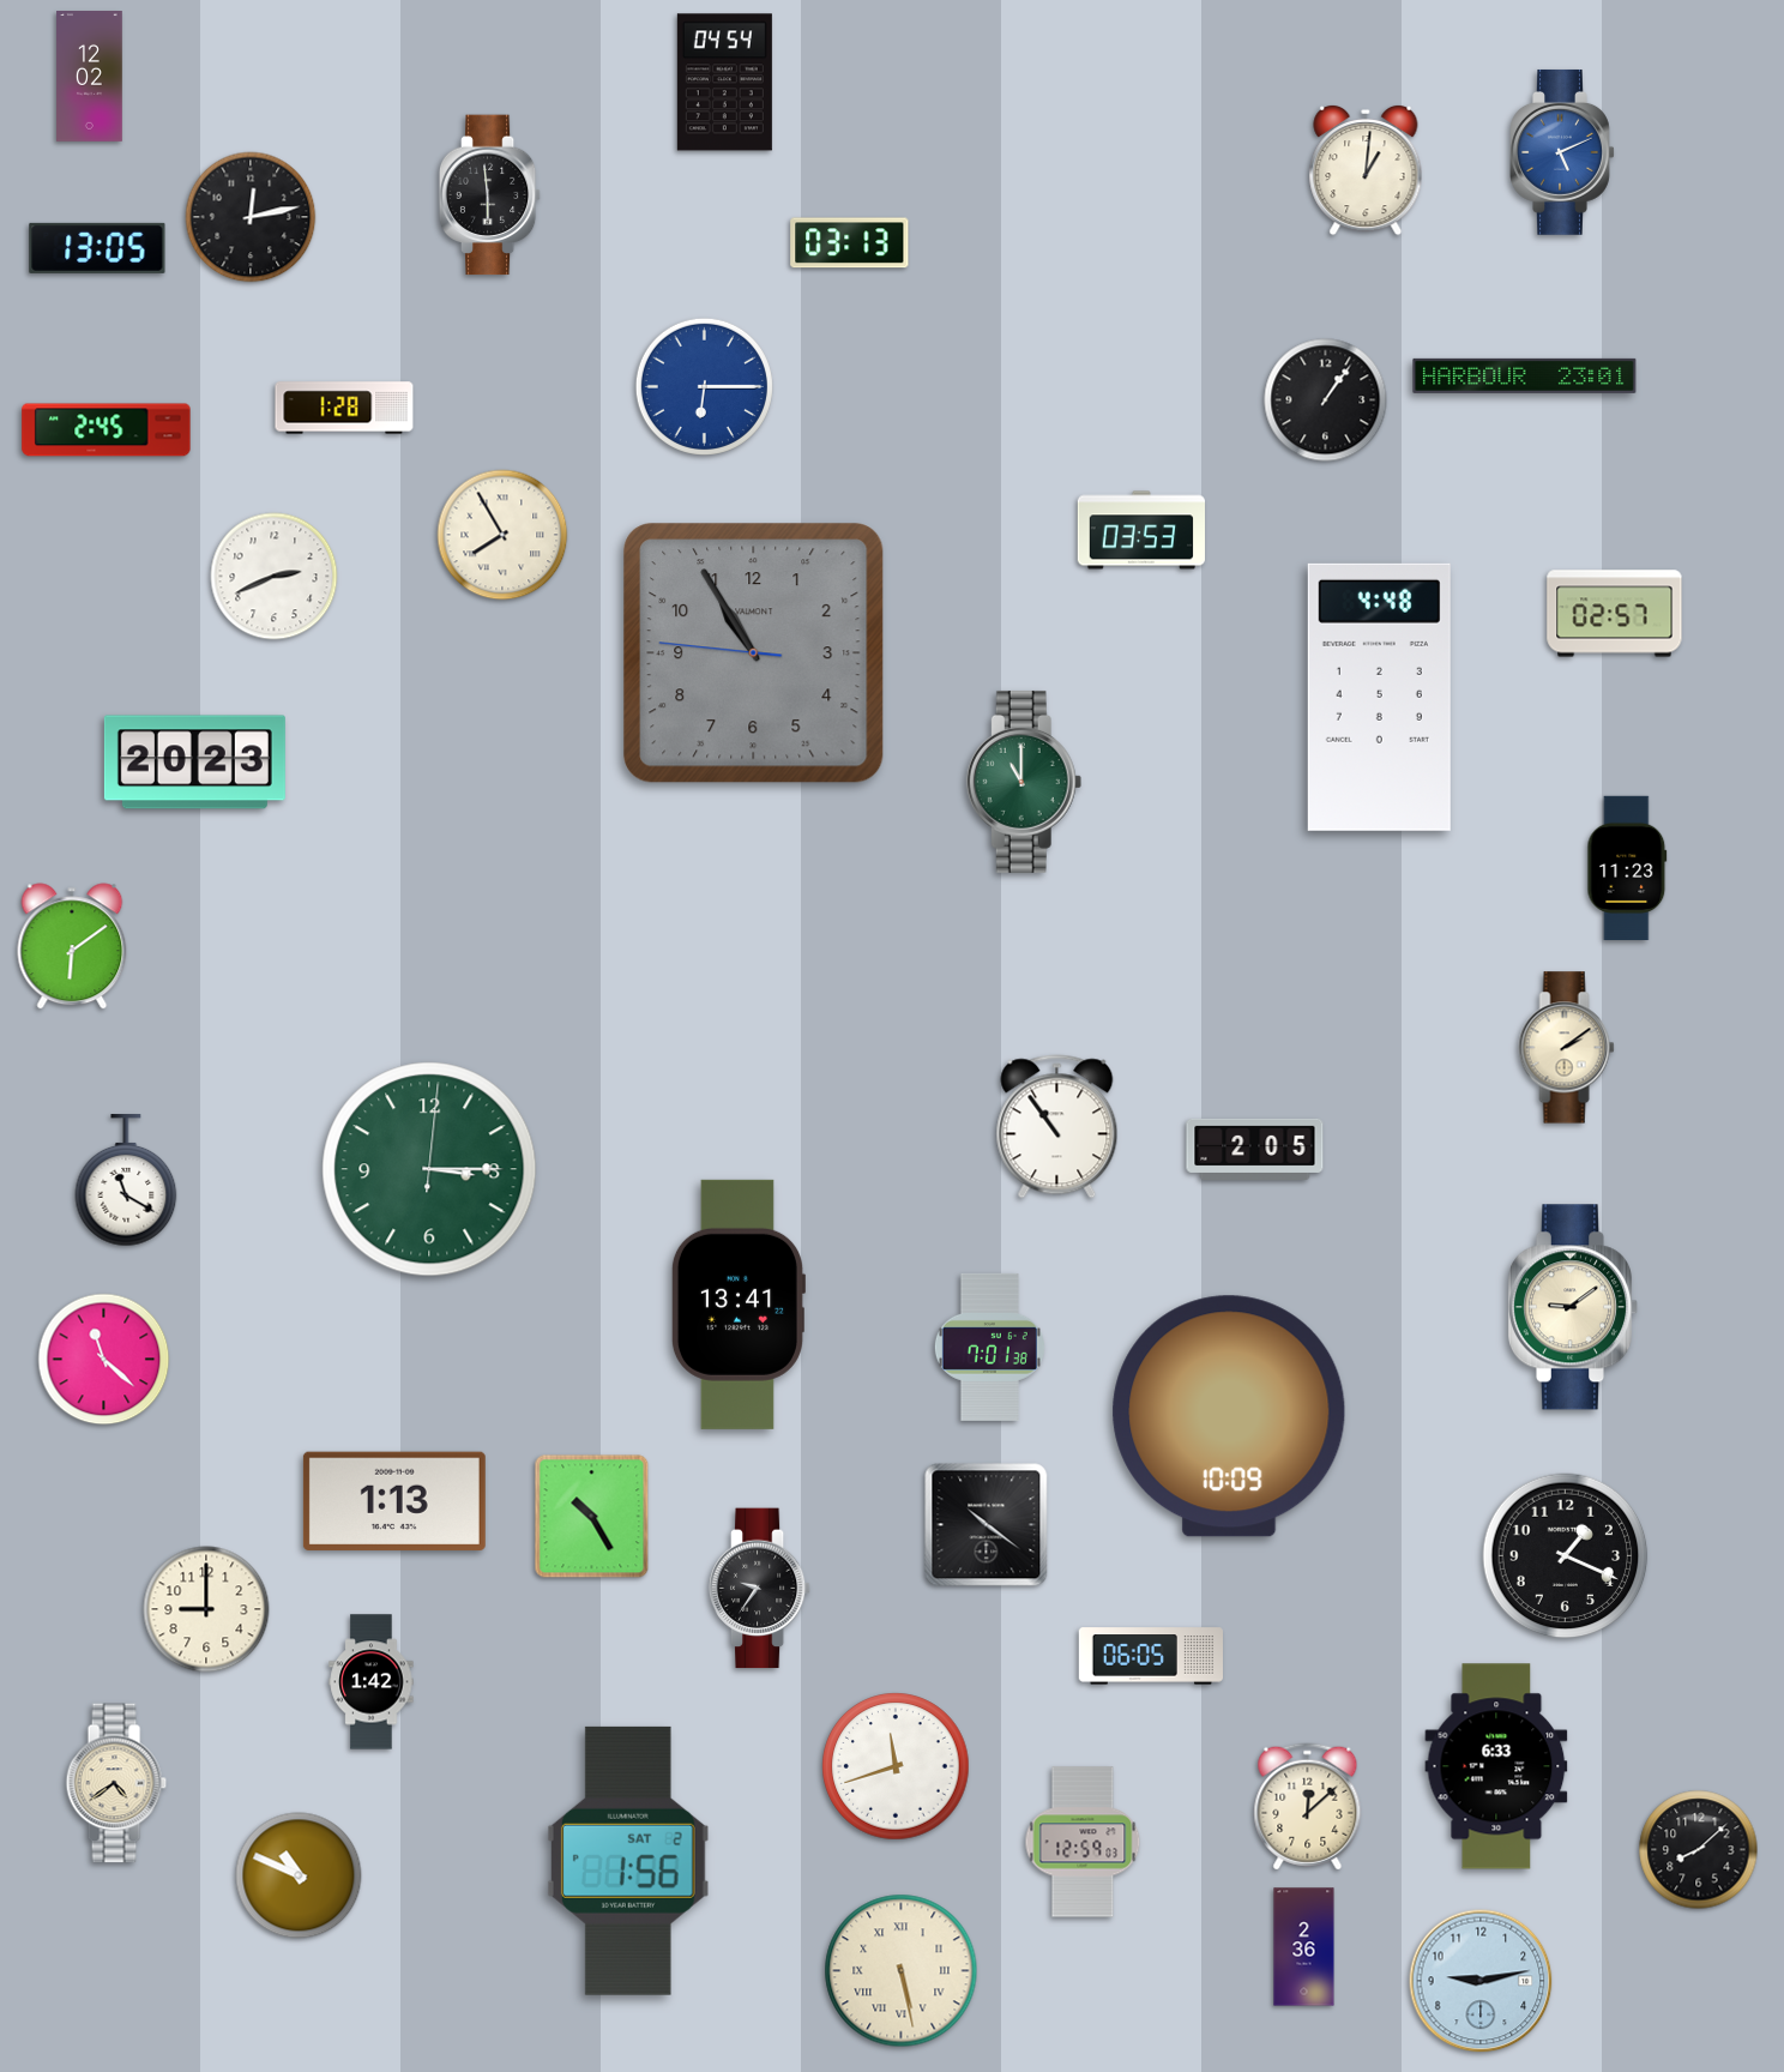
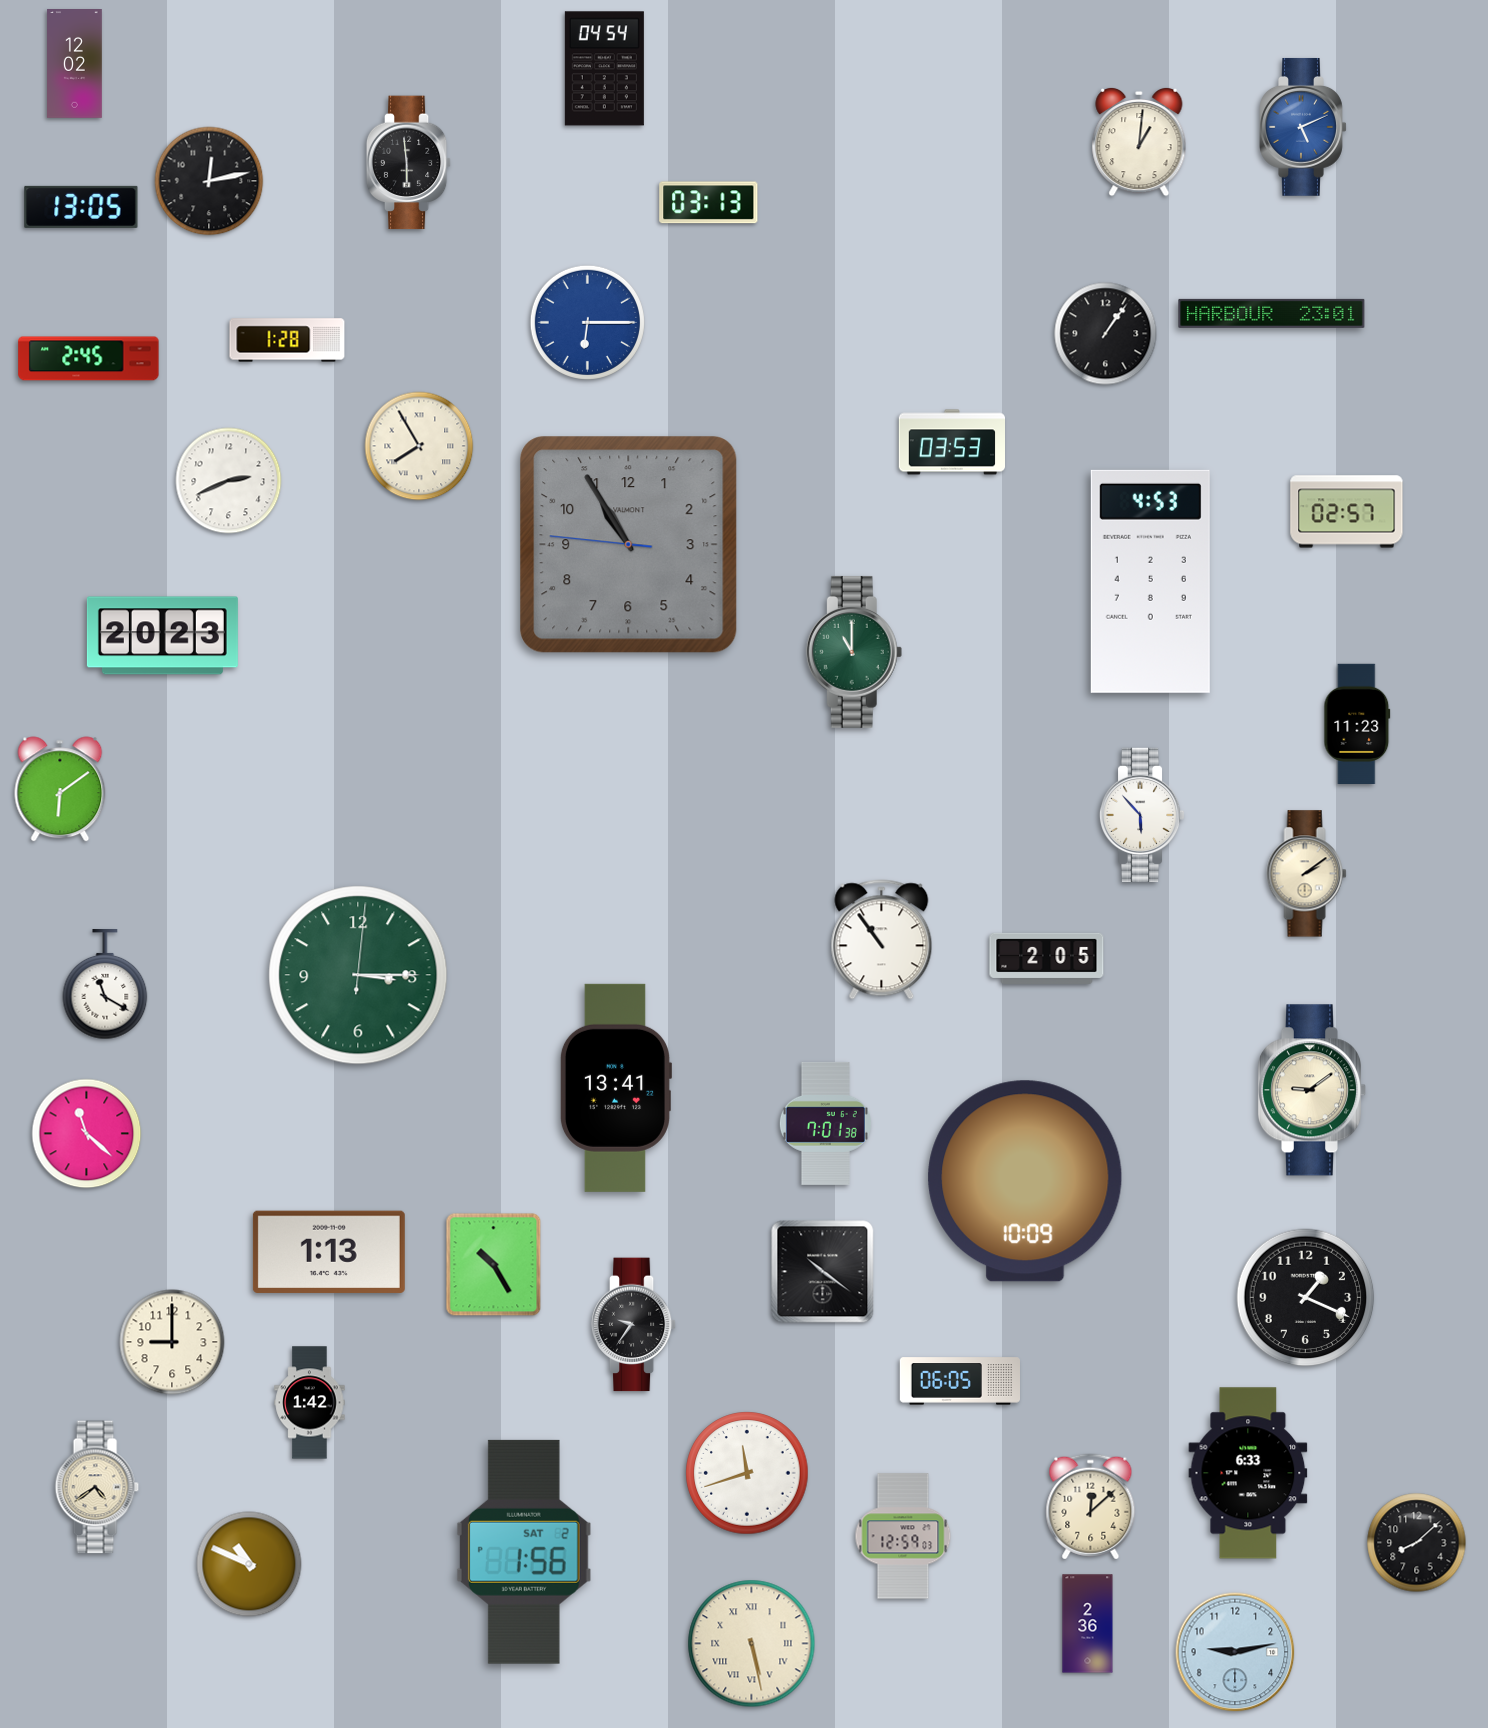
clock at (1379, 697): 4:48 -> 4:53
clock at (1142, 814): none -> 5:53
